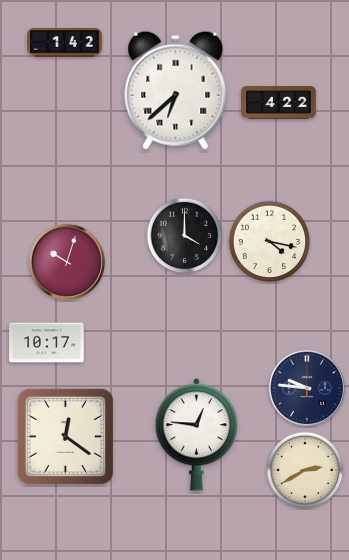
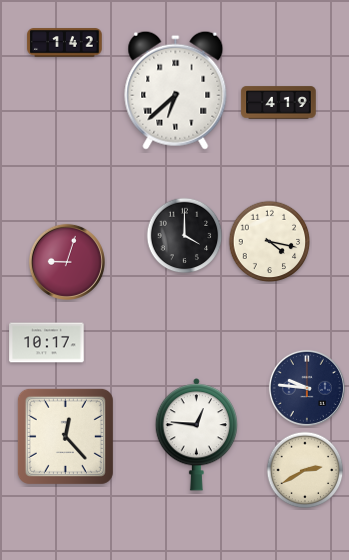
clock at (279, 103): 4:22 -> 4:19
clock at (67, 262): 10:03 -> 9:03
clock at (65, 436): 12:21 -> 12:23
